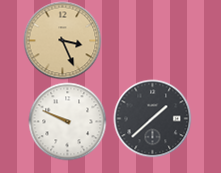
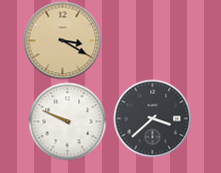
clock at (62, 40): 3:26 -> 3:20
clock at (152, 118): 1:38 -> 3:38
